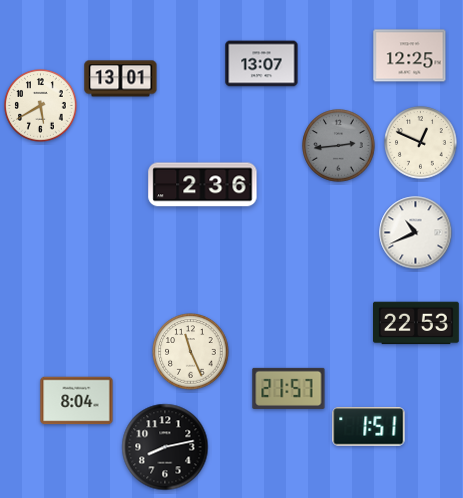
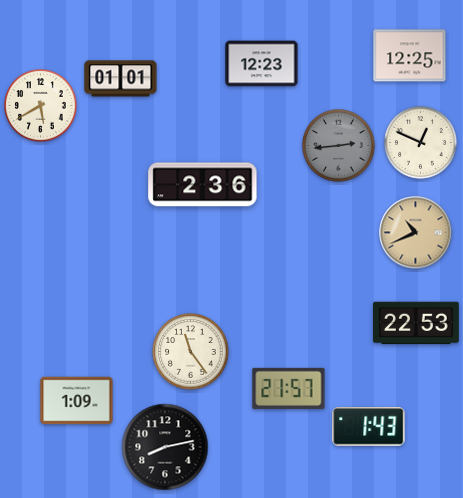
clock at (262, 64): 13:07 -> 12:23
clock at (121, 79): 13:01 -> 01:01
clock at (416, 233) dial: white -> champagne
clock at (191, 352): 11:26 -> 11:24
clock at (77, 401): 8:04 -> 1:09
clock at (369, 427): 1:51 -> 1:43
